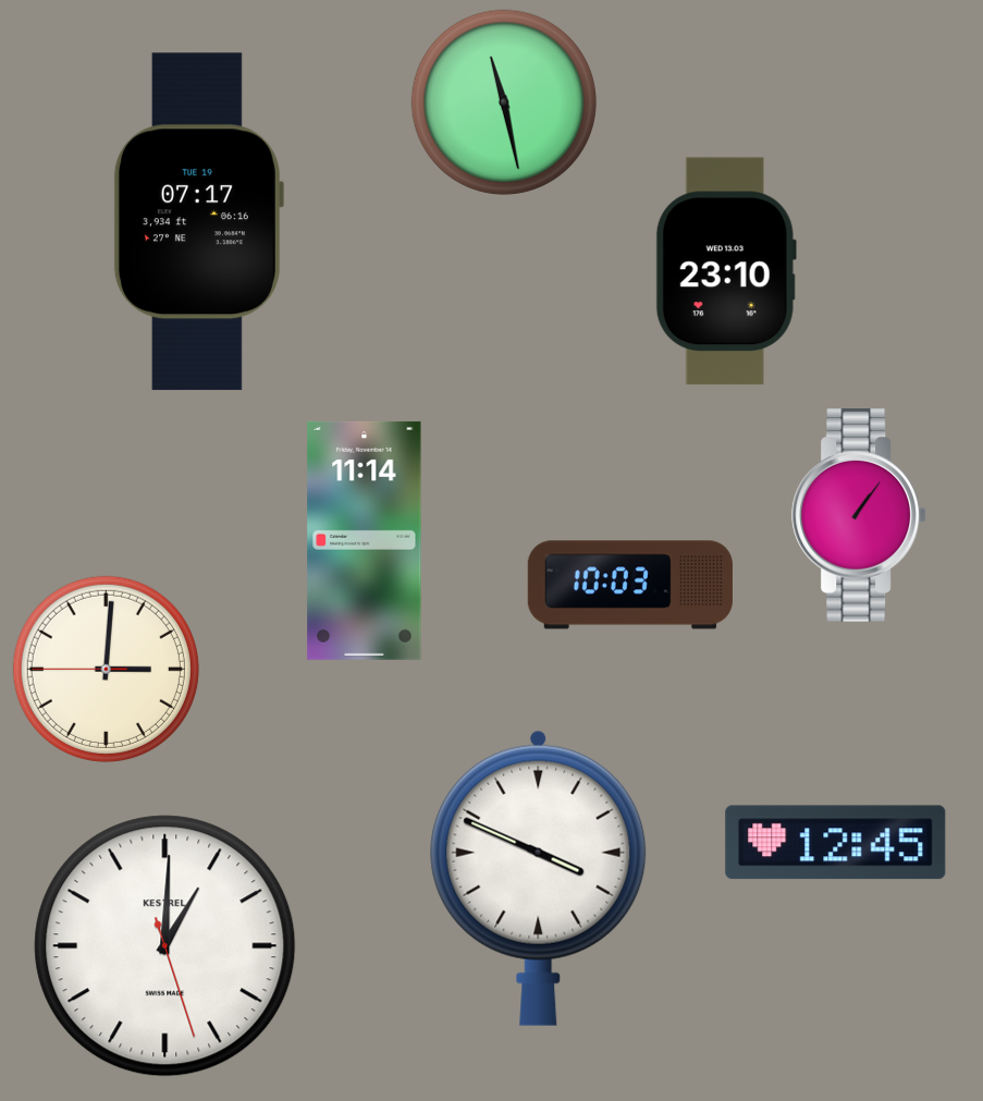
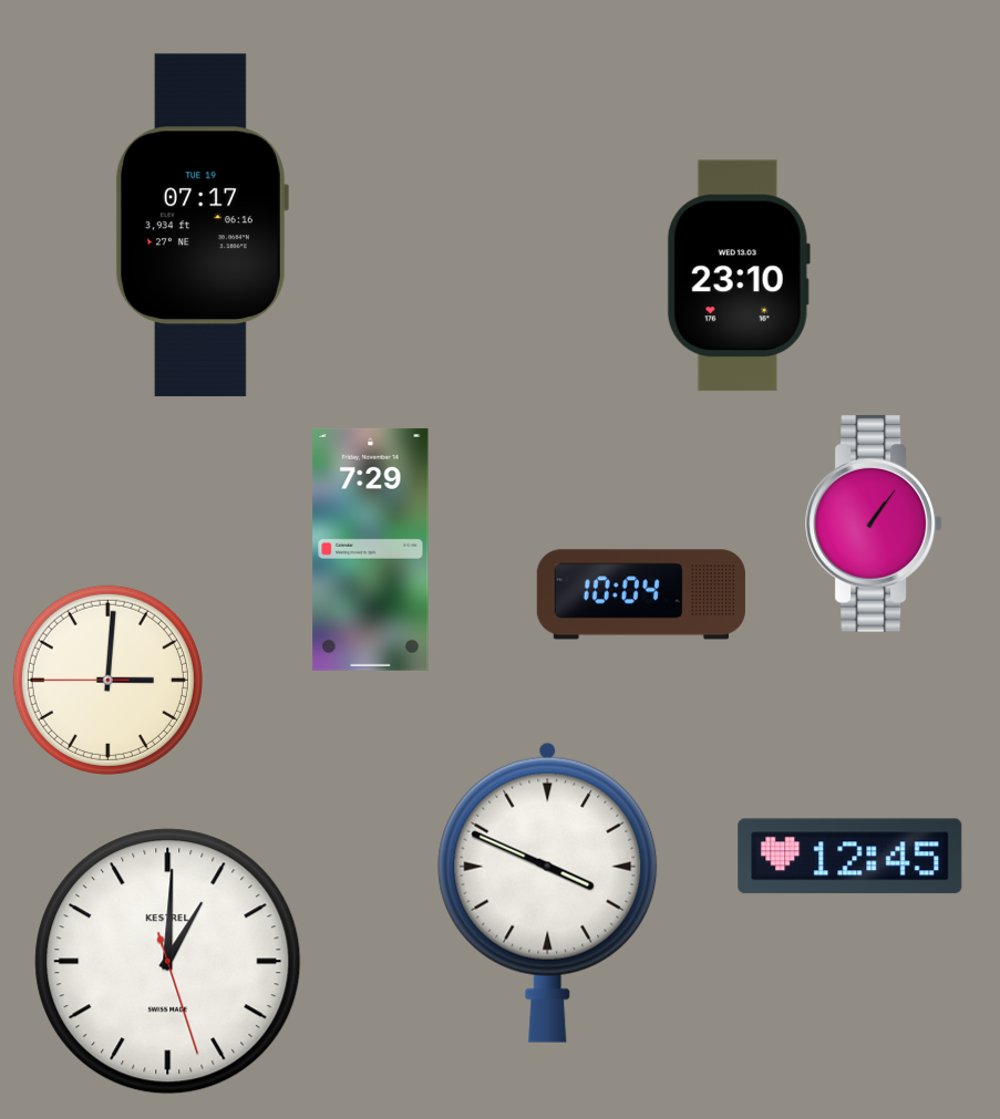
clock at (504, 102): 11:28 -> none
clock at (365, 540): 11:14 -> 7:29
clock at (630, 585): 10:03 -> 10:04
